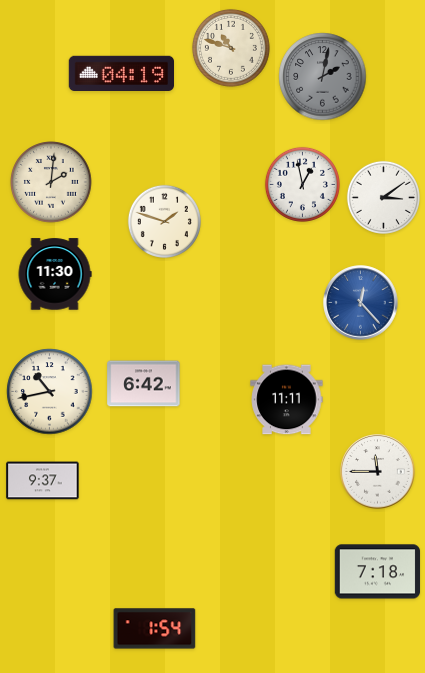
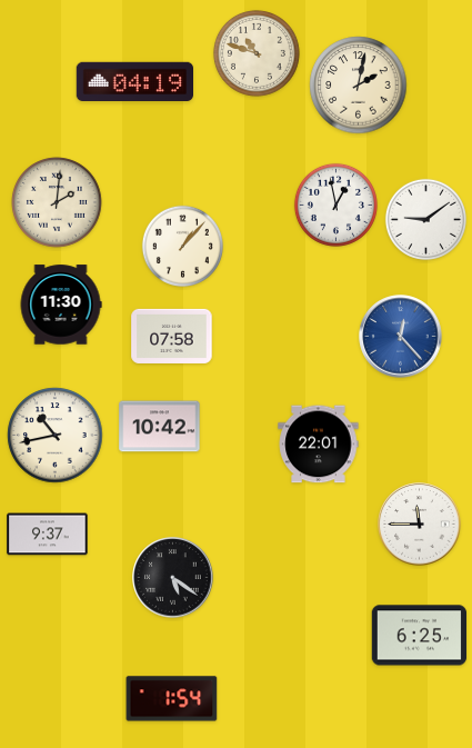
clock at (323, 77) dial: grey -> cream
clock at (383, 197): 3:09 -> 9:09
clock at (164, 221): 1:48 -> 1:07
clock at (172, 336): none -> 07:58
clock at (144, 384): 6:42 -> 10:42
clock at (287, 400): 11:11 -> 22:01
clock at (173, 578): none -> 5:21
clock at (378, 572): 7:18 -> 6:25
